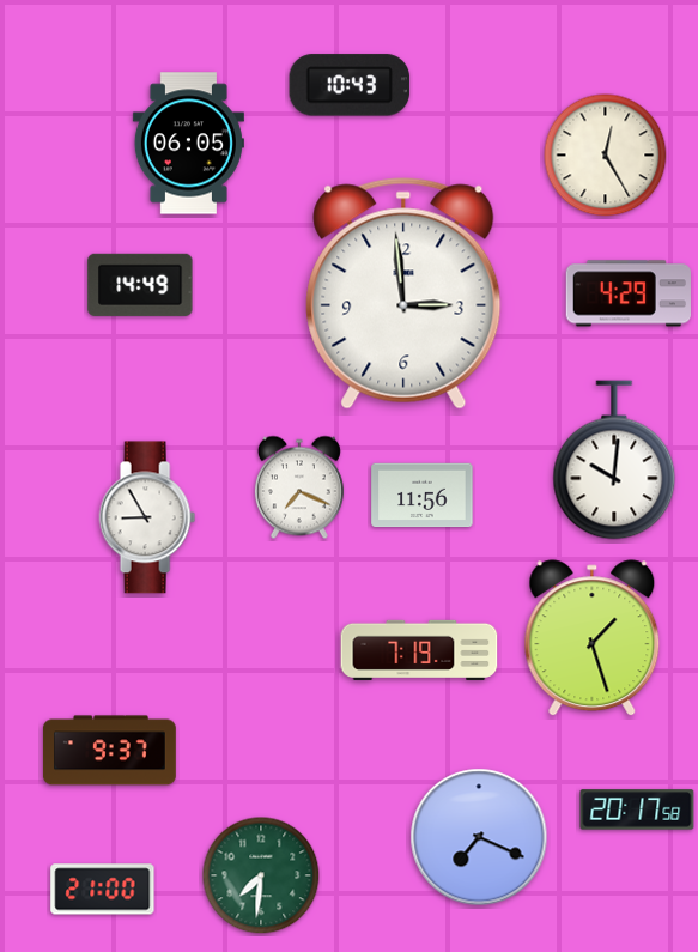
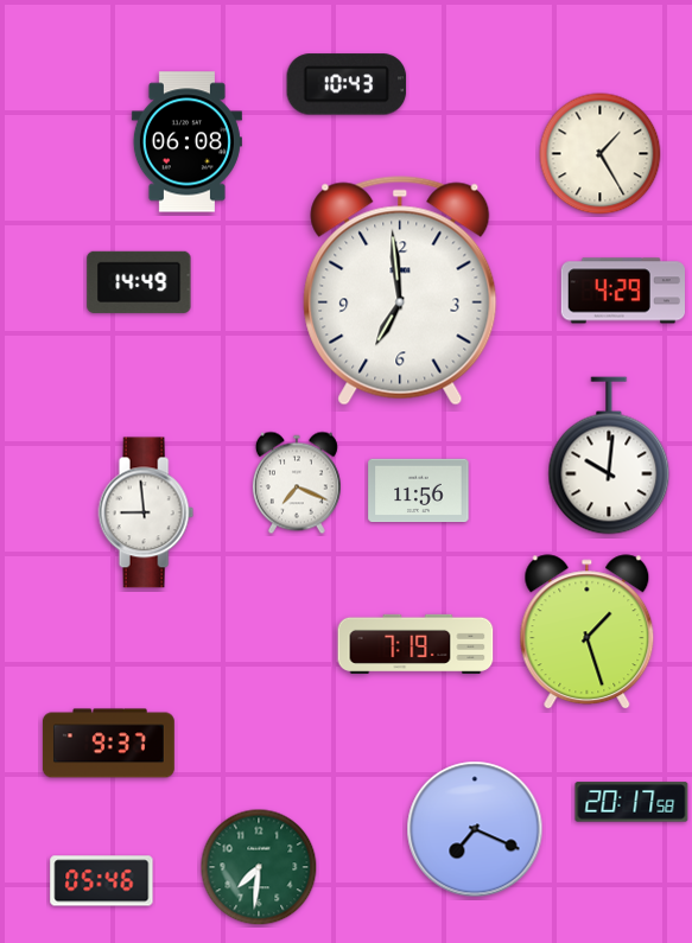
clock at (188, 144): 06:05 -> 06:08
clock at (606, 156): 12:25 -> 1:25
clock at (403, 293): 2:59 -> 6:59
clock at (147, 517): 8:55 -> 8:59
clock at (103, 890): 21:00 -> 05:46
